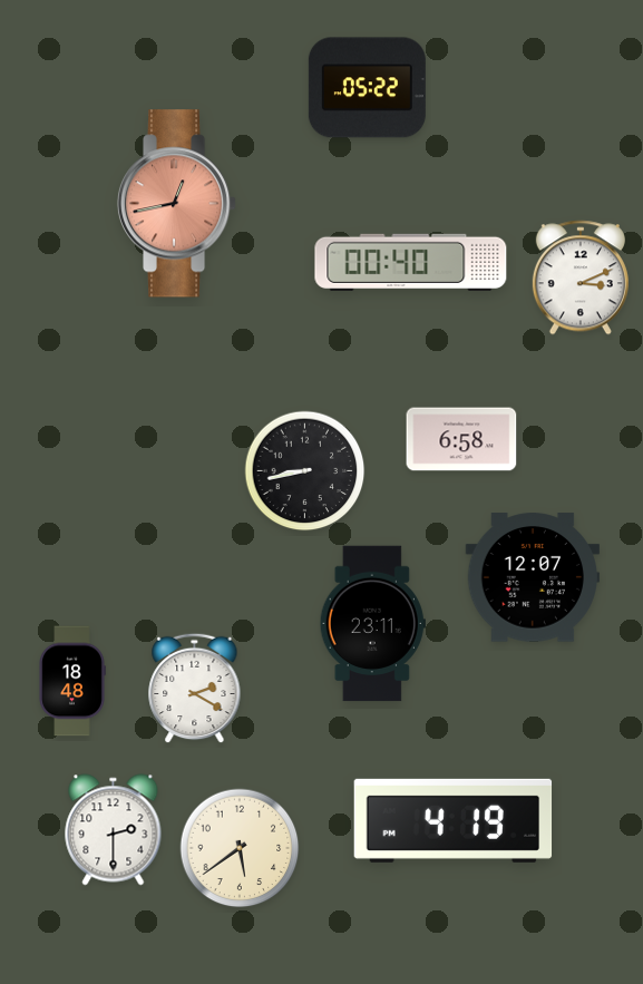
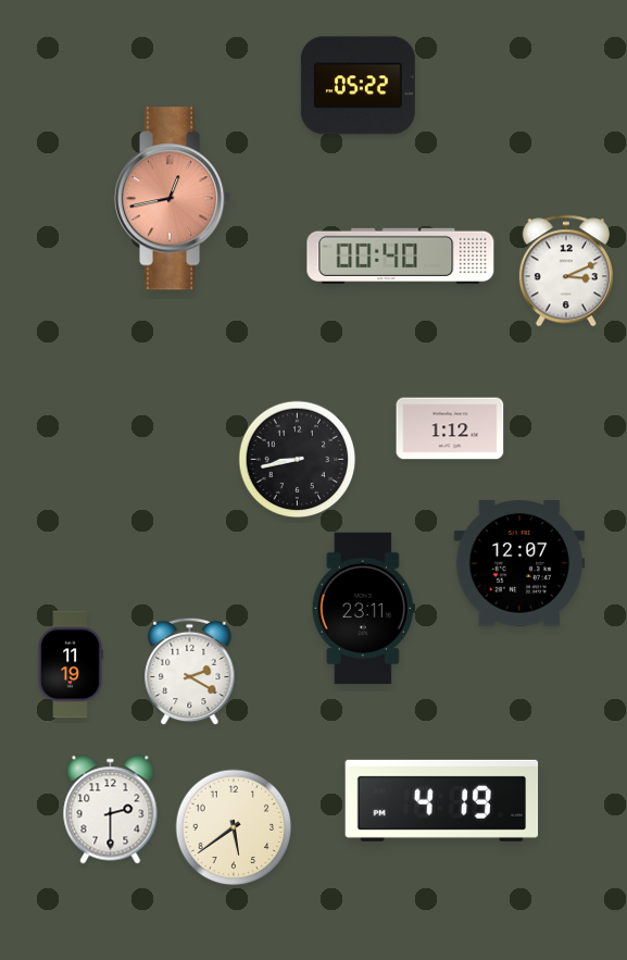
clock at (461, 439): 6:58 -> 1:12
clock at (72, 681): 18:48 -> 11:19
